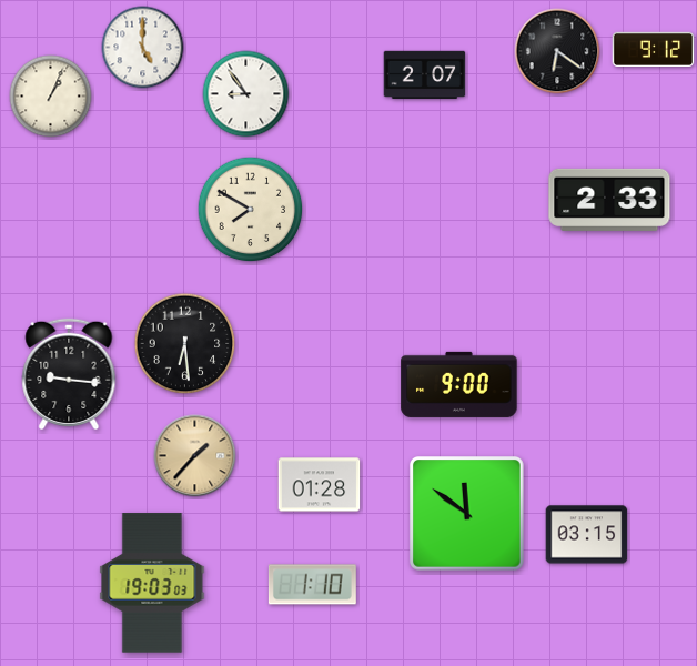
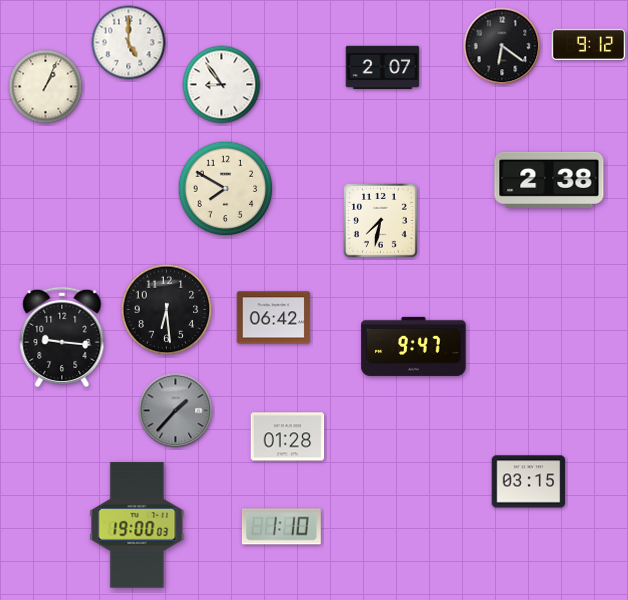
clock at (609, 200): 2:33 -> 2:38
clock at (380, 220): none -> 7:32
clock at (274, 318): none -> 06:42
clock at (459, 384): 9:00 -> 9:47
clock at (195, 456) dial: champagne -> grey
clock at (467, 514): 11:51 -> none
clock at (152, 583): 19:03 -> 19:00
